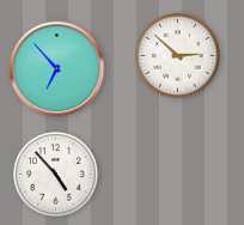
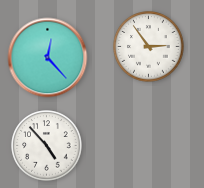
clock at (178, 56): 2:52 -> 2:54
clock at (57, 69): 6:53 -> 12:23
